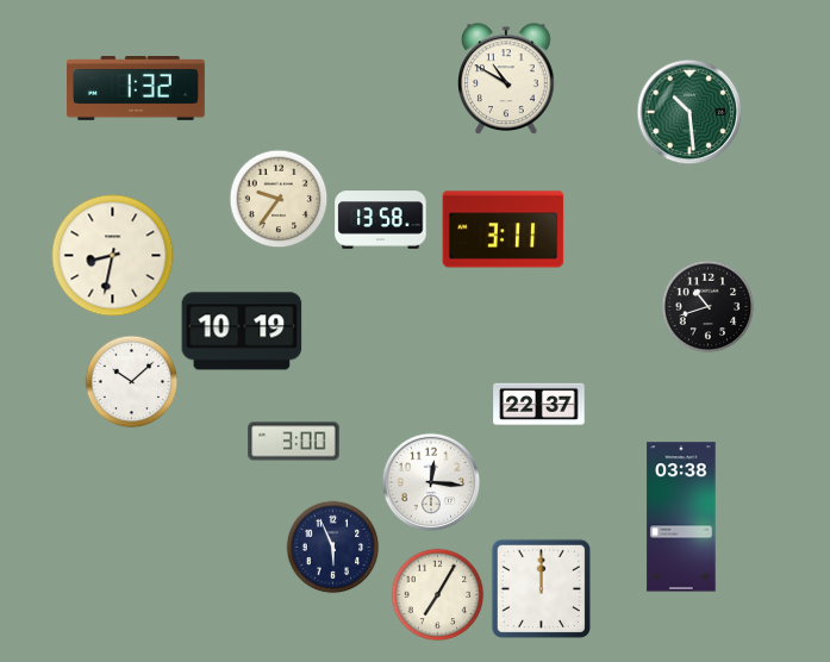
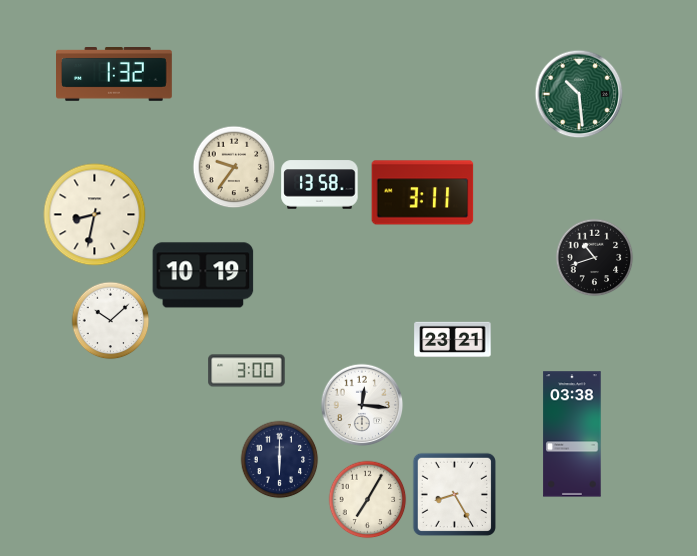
clock at (506, 79): 10:50 -> none
clock at (242, 331) position: (242, 331) -> (203, 275)
clock at (539, 405): 22:37 -> 23:21
clock at (332, 547): 5:56 -> 6:00
clock at (541, 588): 12:00 -> 8:25
